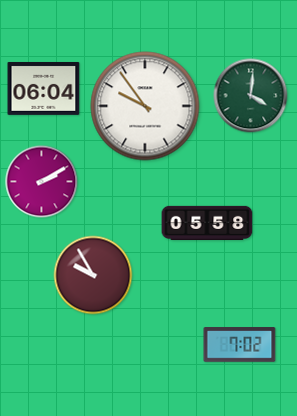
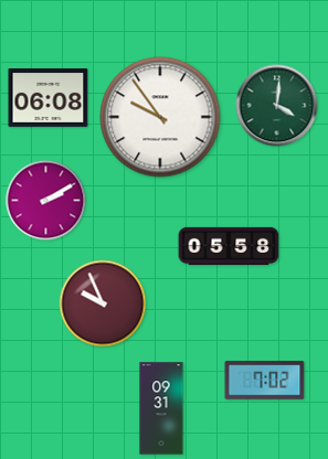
clock at (44, 88): 06:04 -> 06:08
clock at (93, 275): 9:55 -> 9:56
clock at (161, 408): none -> 09:31
